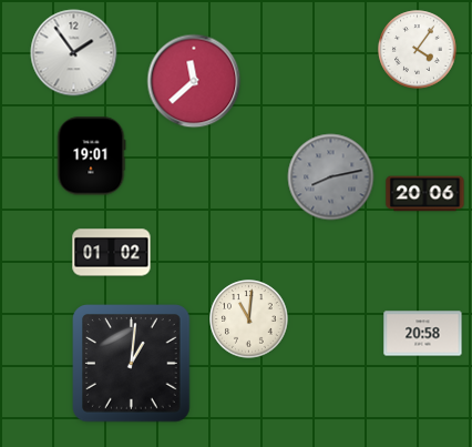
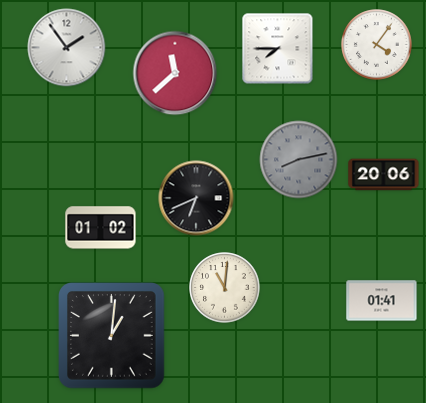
clock at (278, 49): none -> 7:45
clock at (92, 156): 19:01 -> none
clock at (196, 198): none -> 6:41
clock at (423, 334): 20:58 -> 01:41
clock at (132, 364) position: (132, 364) -> (112, 336)
